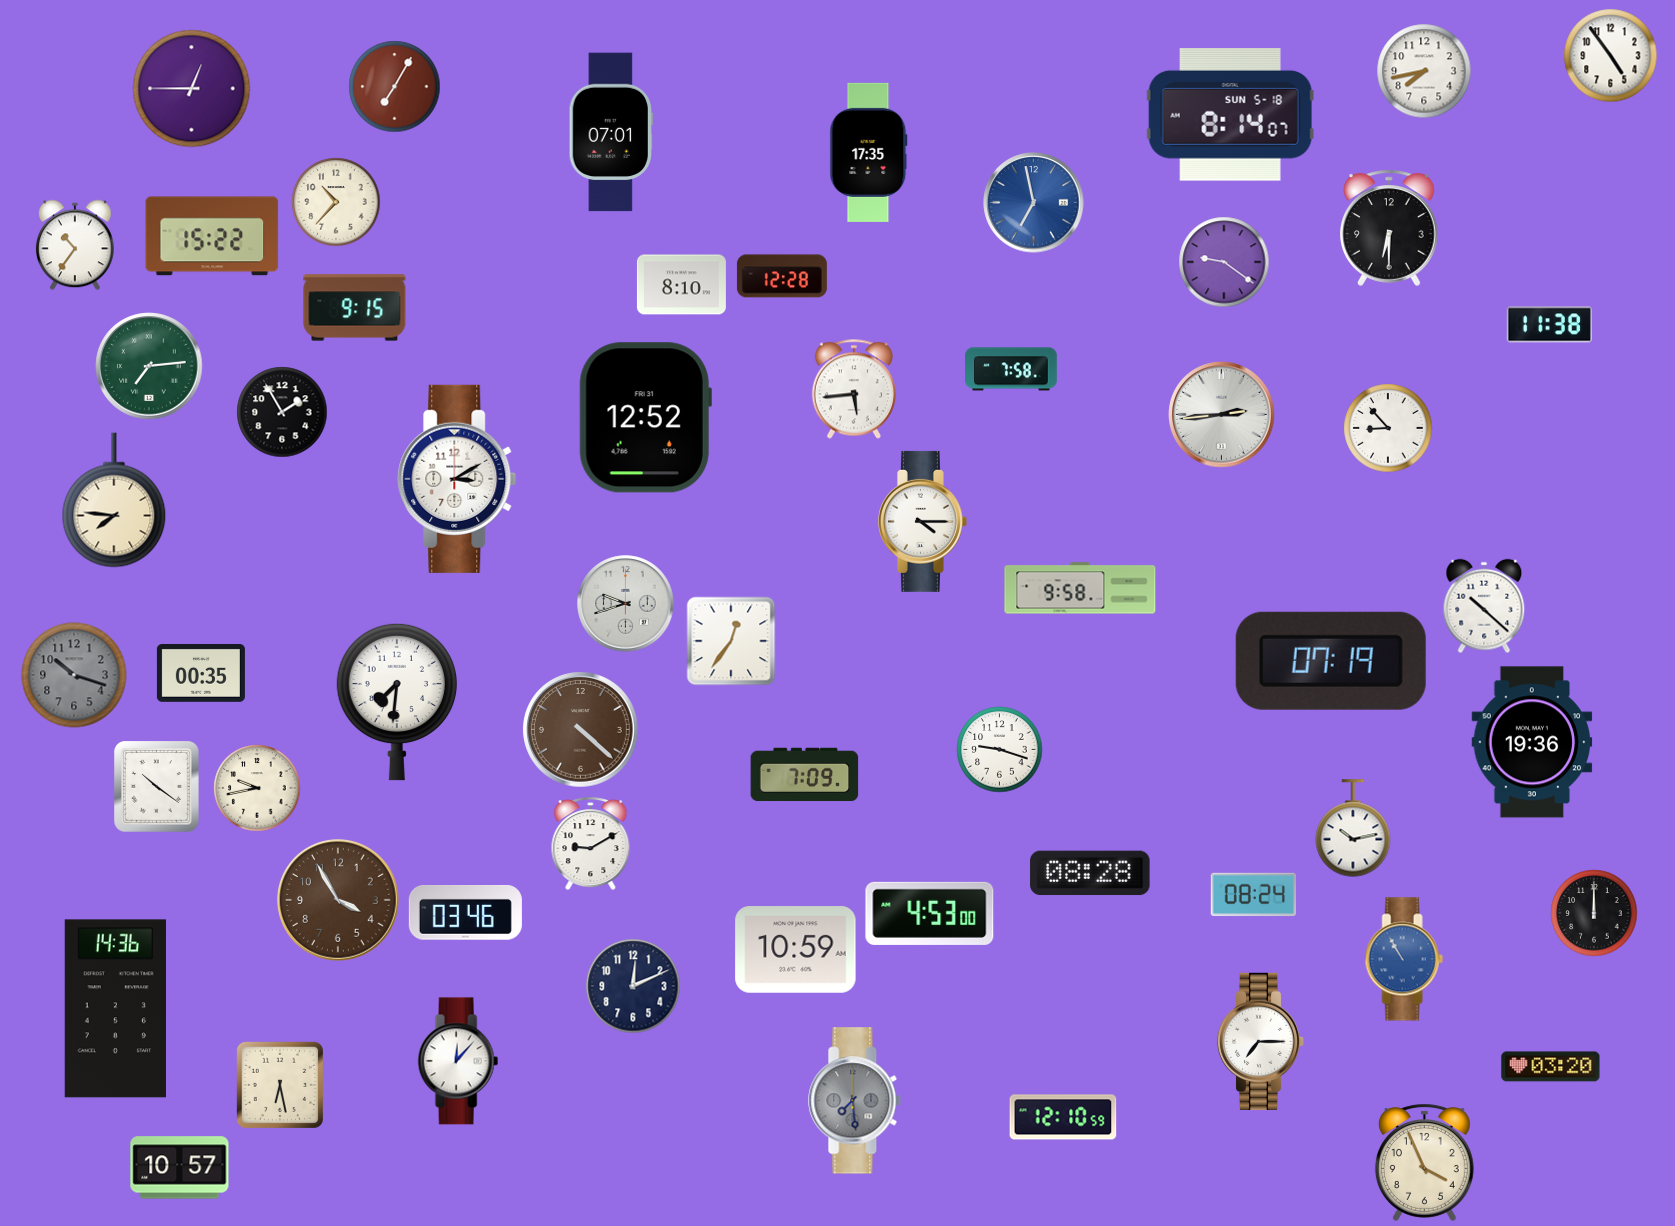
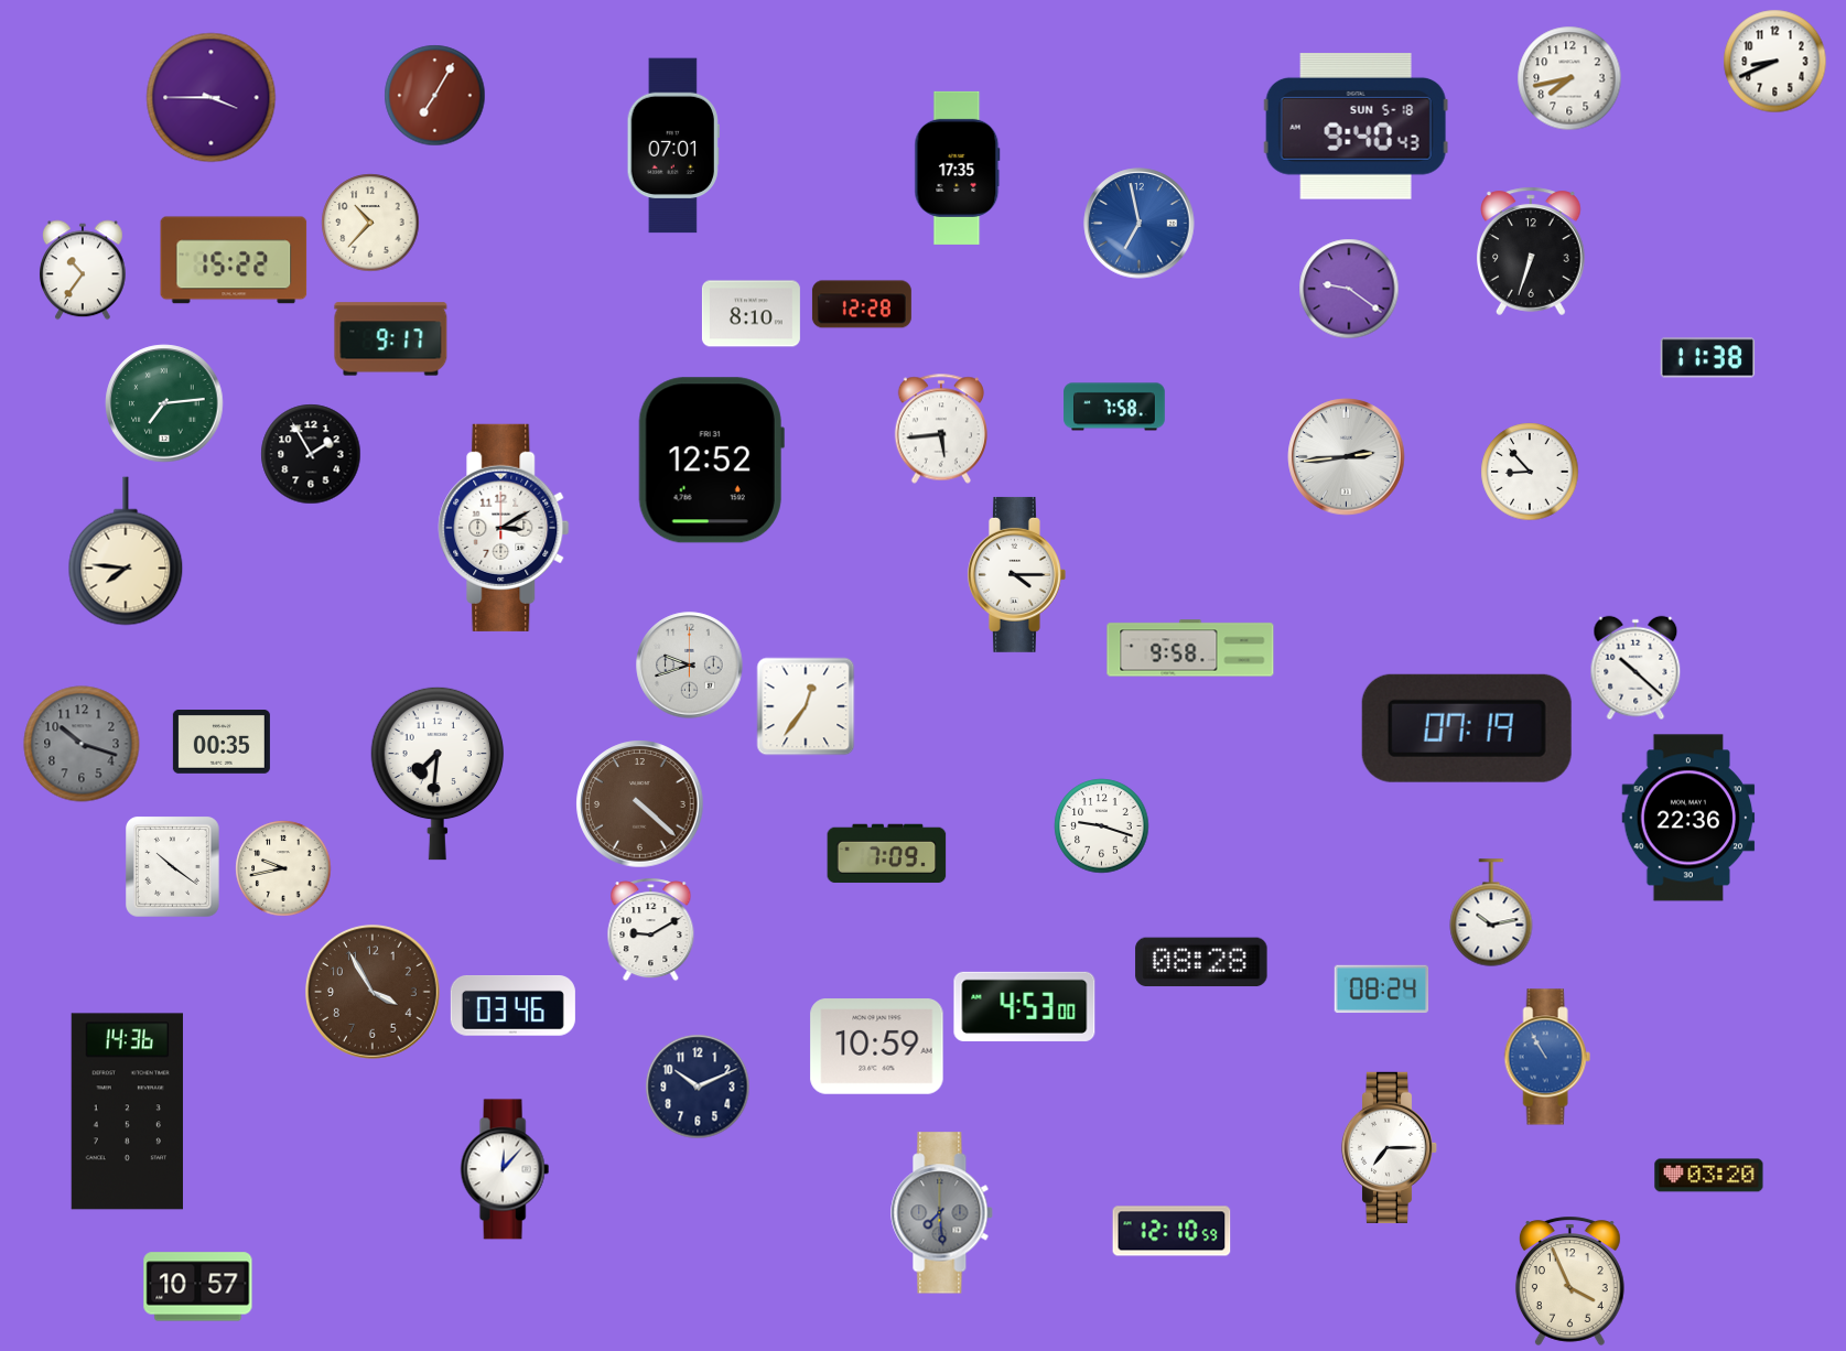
clock at (1611, 56): 4:54 -> 8:41
clock at (192, 89): 12:45 -> 3:45
clock at (1230, 115): 8:14 -> 9:40
clock at (1390, 228): 6:30 -> 6:33
clock at (355, 308): 9:15 -> 9:17
clock at (1532, 742): 19:36 -> 22:36
clock at (1254, 895) position: (1254, 895) -> (1382, 990)
clock at (1594, 913): 12:00 -> none
clock at (633, 986): 12:11 -> 10:11
clock at (279, 1084): 6:28 -> none
